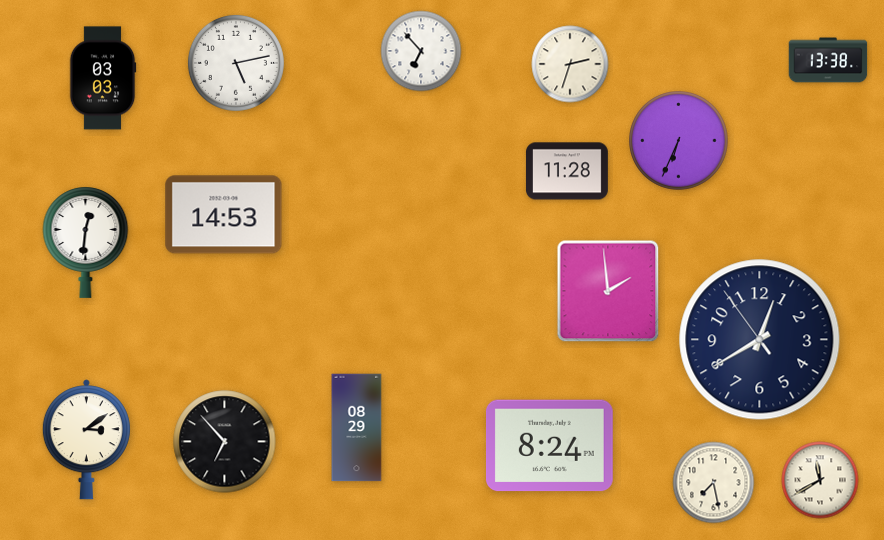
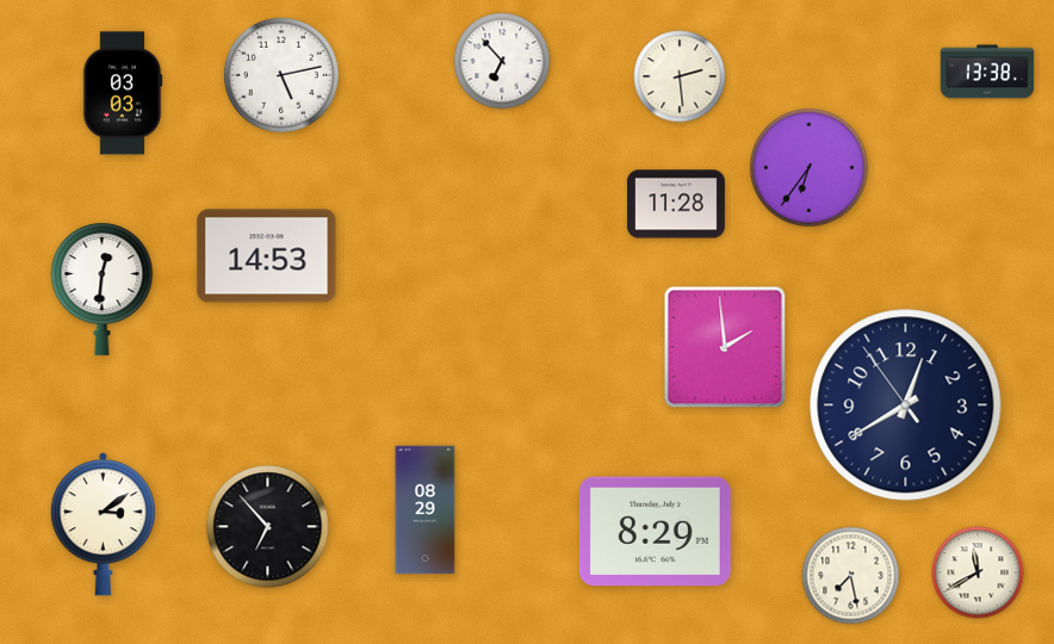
clock at (570, 64): 2:33 -> 2:29
clock at (679, 141): 6:34 -> 6:36
clock at (549, 446): 8:24 -> 8:29
